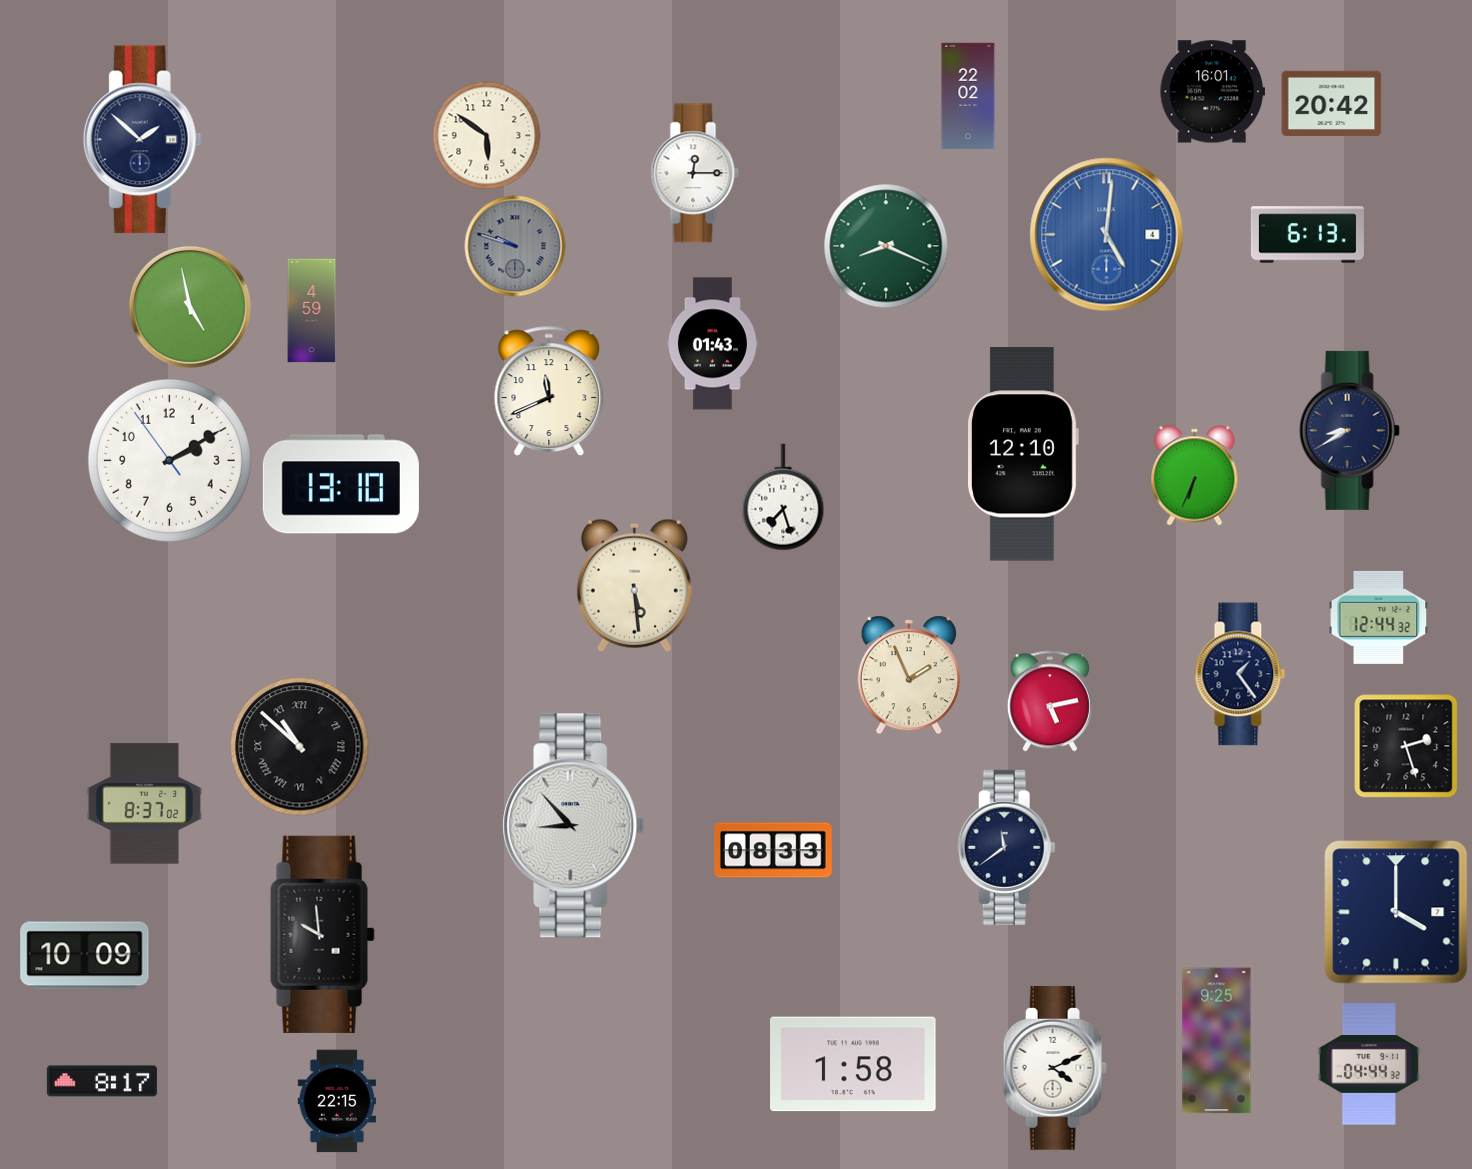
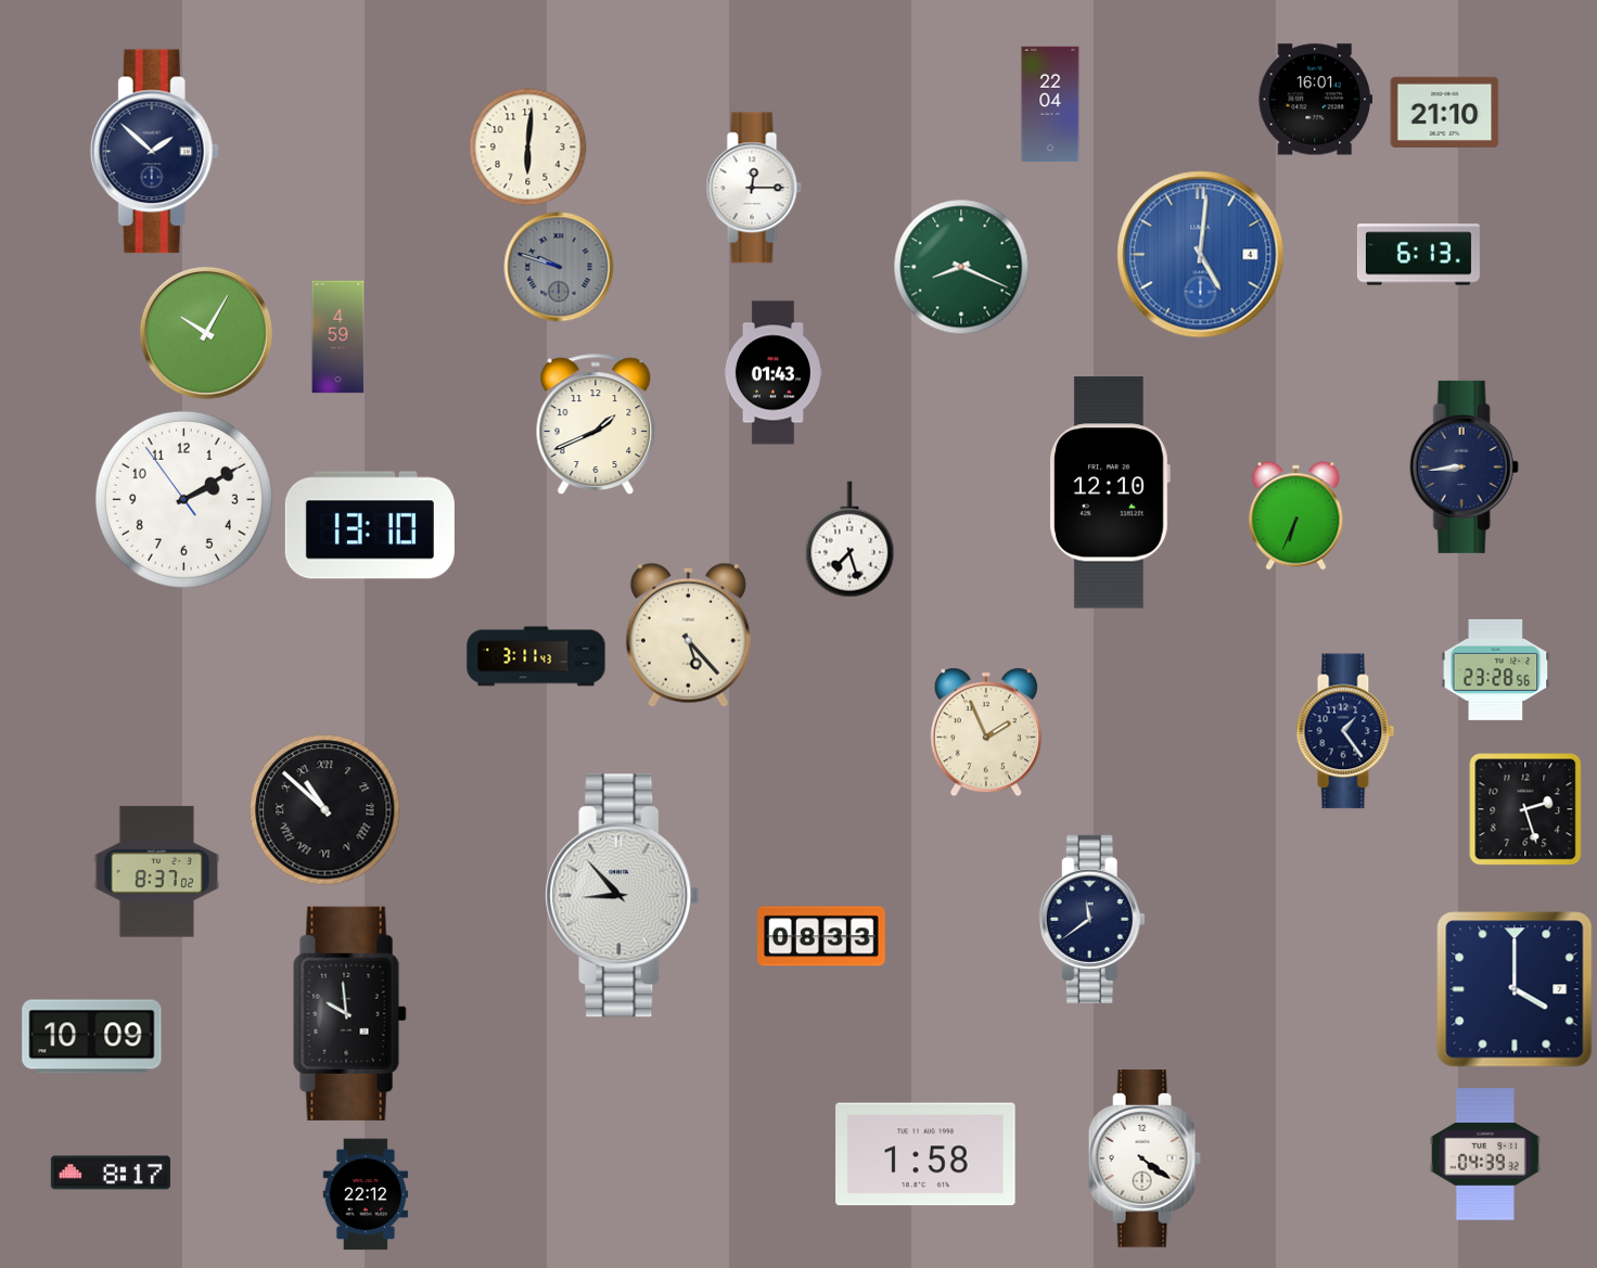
clock at (968, 96): 22:02 -> 22:04
clock at (1332, 103): 20:42 -> 21:10
clock at (487, 136): 5:51 -> 6:01
clock at (190, 307): 4:58 -> 10:05
clock at (549, 391): 11:41 -> 1:41
clock at (1349, 430): 8:40 -> 8:44
clock at (634, 585): 5:29 -> 5:23
clock at (536, 656): none -> 3:11
clock at (1379, 617): 12:44 -> 23:28
clock at (1050, 701): 5:13 -> none
clock at (774, 850) position: (774, 850) -> (822, 936)
clock at (1217, 1041): 9:25 -> none
clock at (1369, 1064): 04:44 -> 04:39
clock at (1055, 1069): 4:11 -> 4:21
clock at (336, 1101): 22:15 -> 22:12
